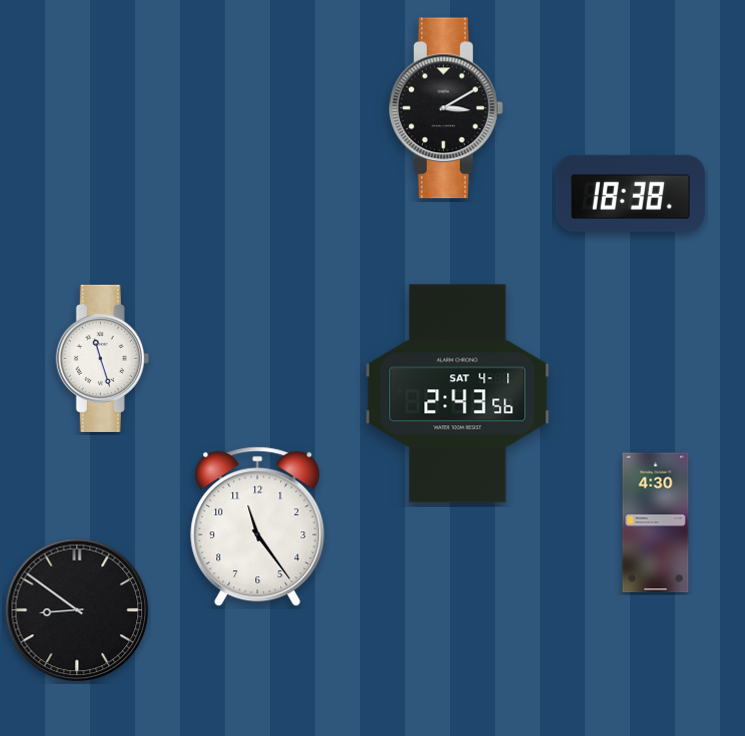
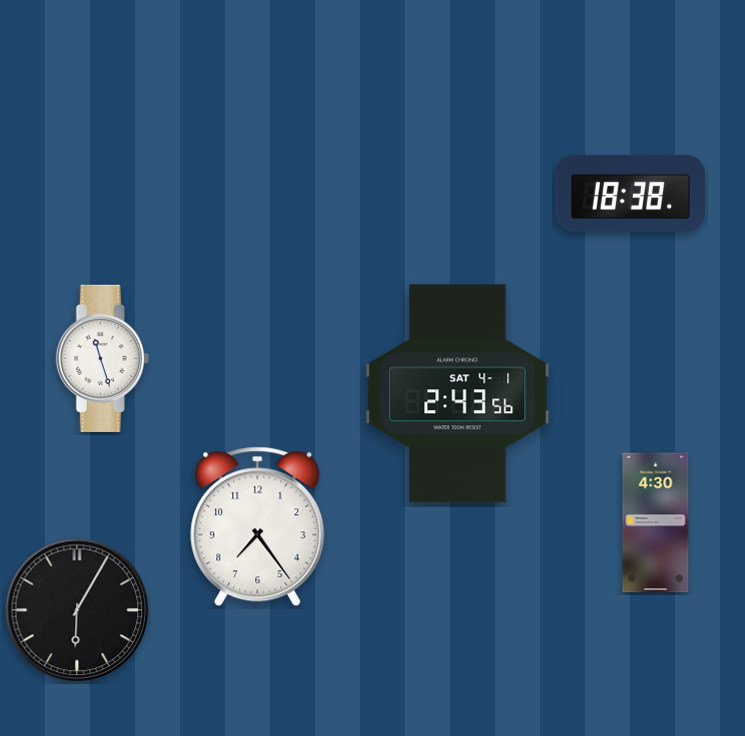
clock at (446, 108): 3:10 -> none
clock at (258, 527): 11:24 -> 7:24
clock at (77, 610): 8:51 -> 6:05
